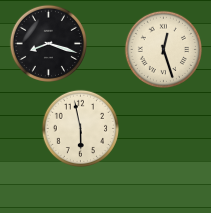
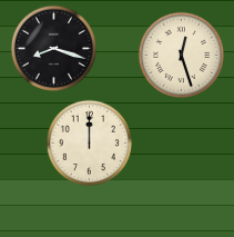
clock at (80, 128): 5:58 -> 12:00
